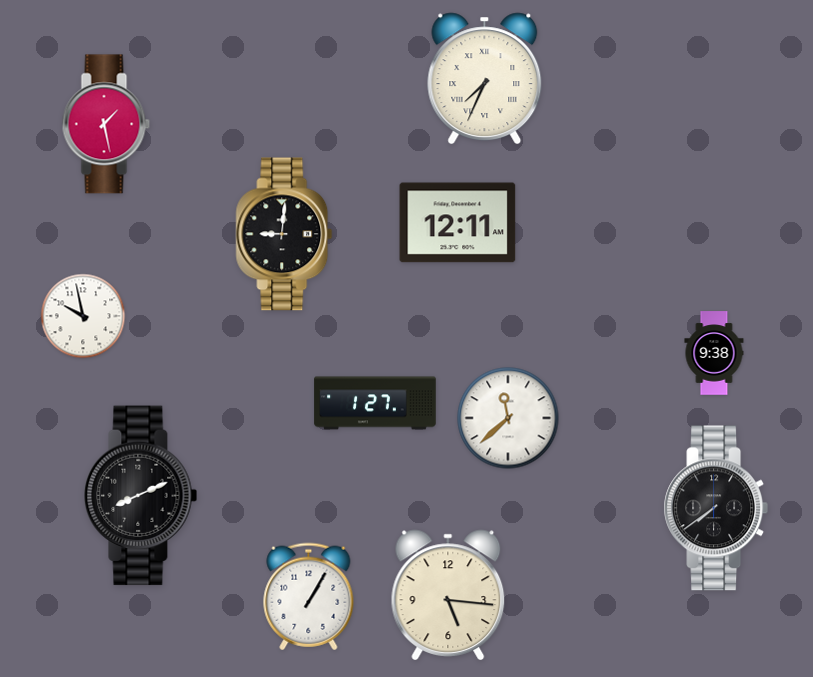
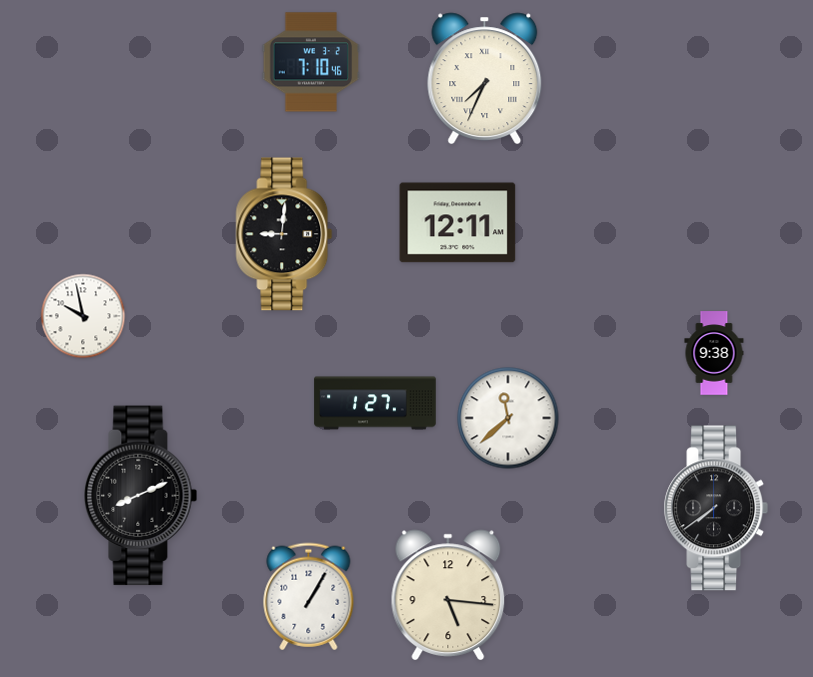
clock at (311, 62): none -> 7:10
clock at (106, 124): 1:28 -> none
